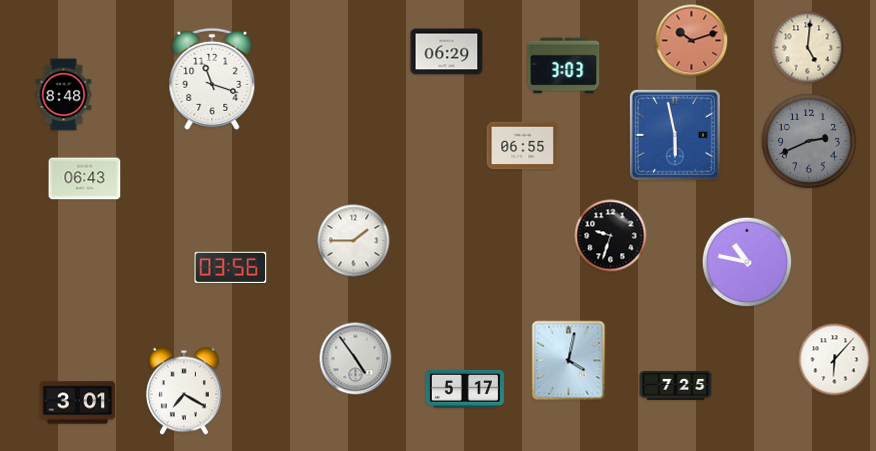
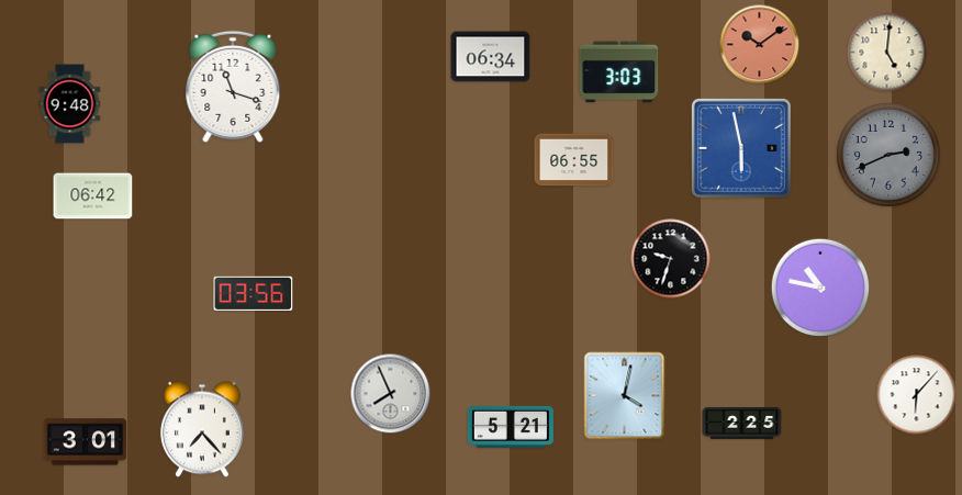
clock at (692, 41): 10:12 -> 10:09
clock at (447, 52): 06:29 -> 06:34
clock at (64, 95): 8:48 -> 9:48
clock at (85, 179): 06:43 -> 06:42
clock at (354, 241): 1:45 -> none
clock at (356, 359): 4:54 -> 7:56
clock at (676, 385): 7:25 -> 2:25
clock at (465, 389): 5:17 -> 5:21
clock at (184, 391): 7:20 -> 7:23
